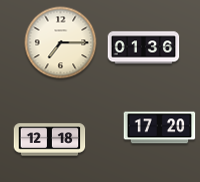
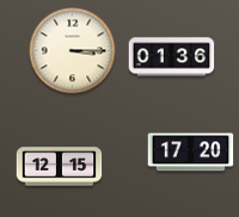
clock at (61, 43): 7:15 -> 3:15
clock at (50, 140): 12:18 -> 12:15
